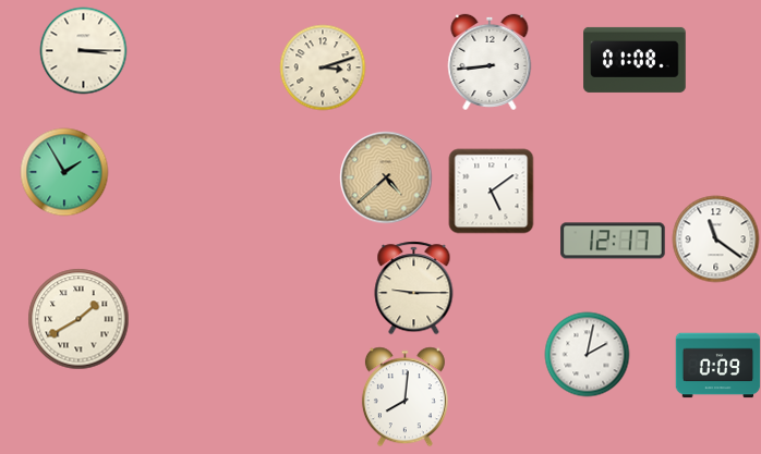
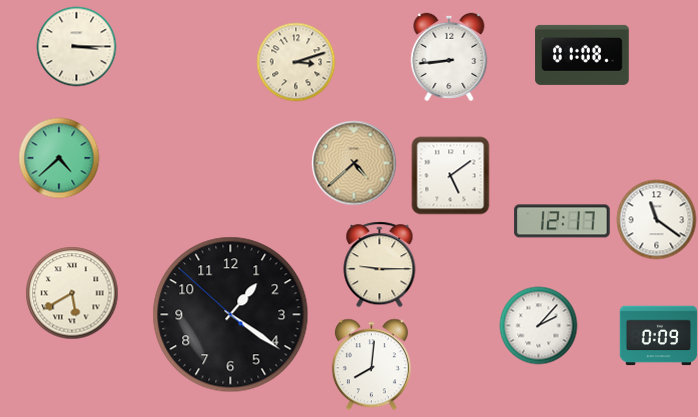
clock at (64, 172): 1:55 -> 4:38
clock at (78, 319): 1:40 -> 5:40
clock at (231, 315): none -> 1:20
clock at (587, 354): 2:02 -> 2:07
